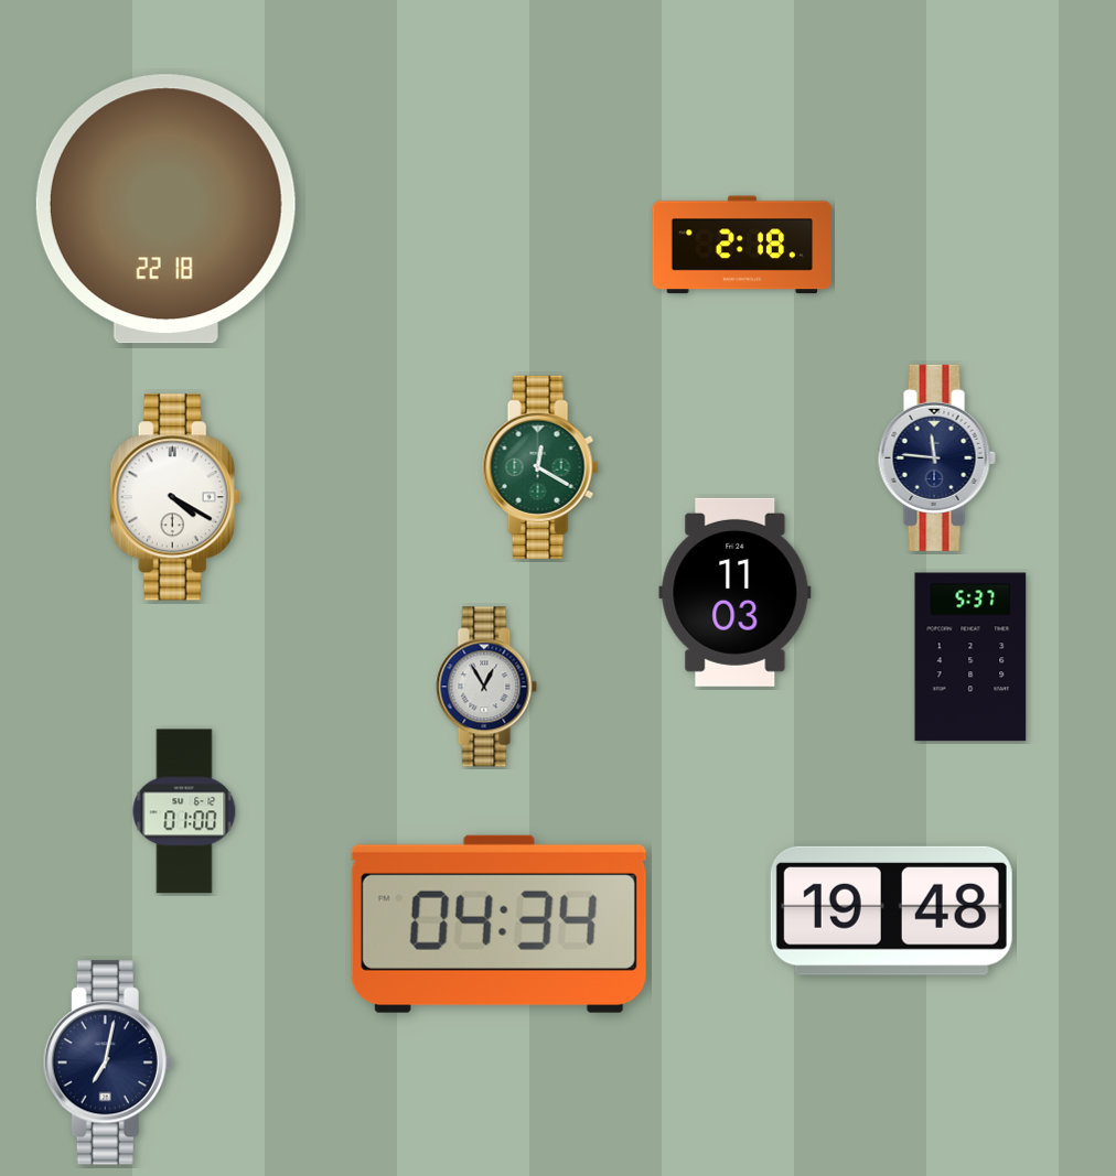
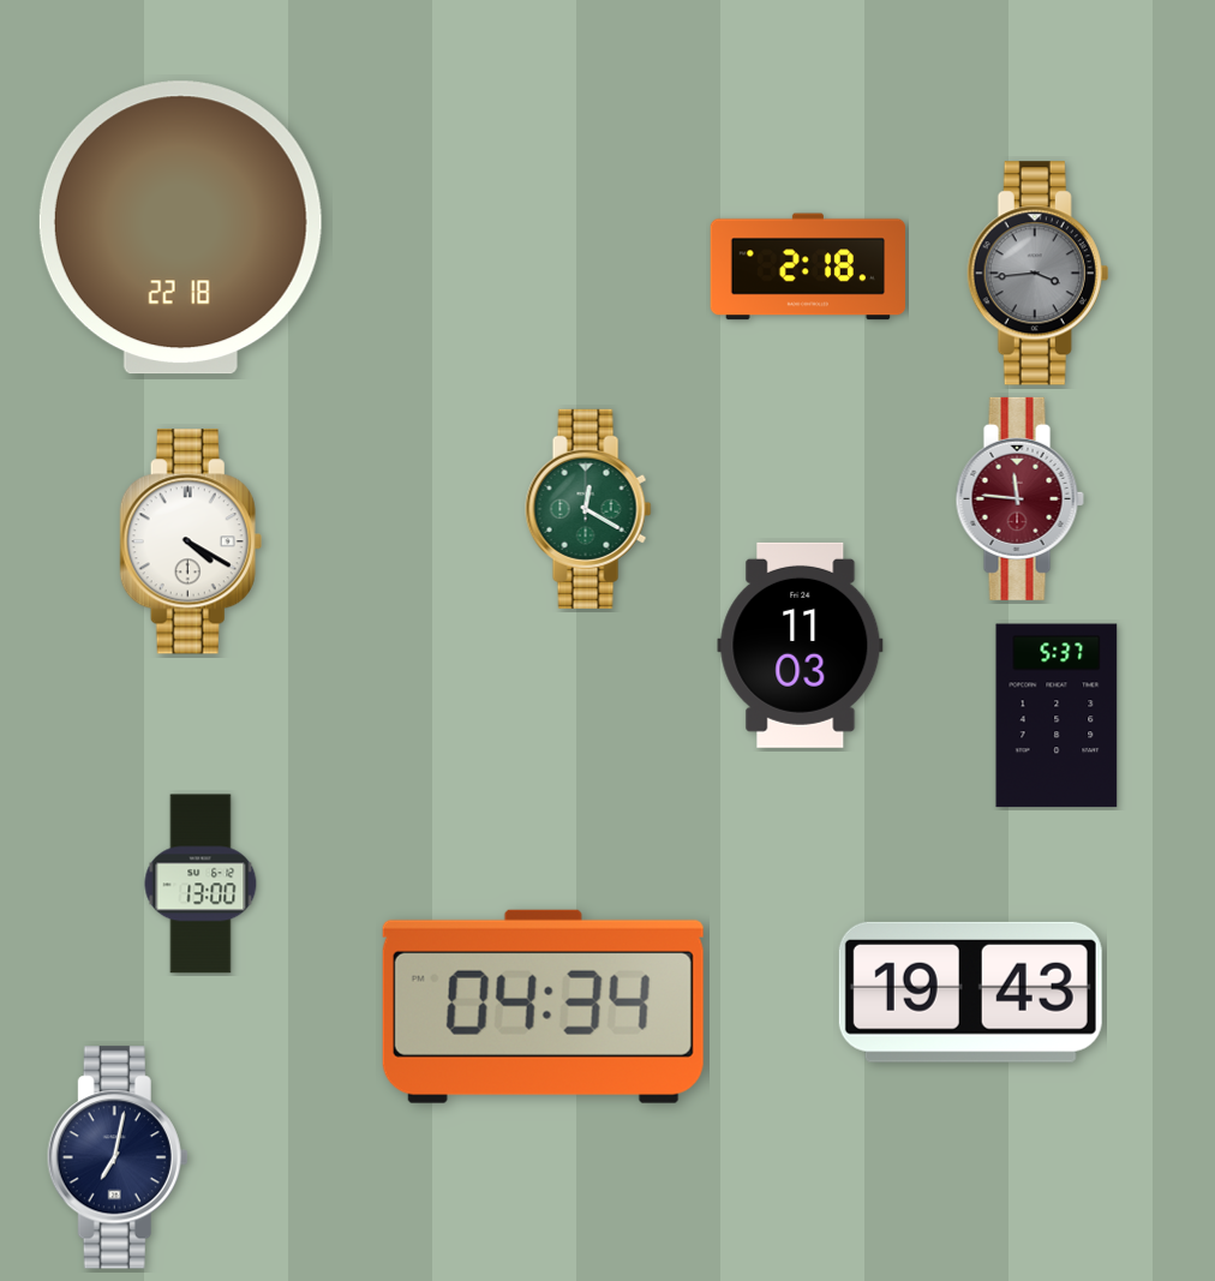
clock at (1039, 274): none -> 3:44
clock at (936, 457) dial: navy -> burgundy
clock at (486, 687): 12:55 -> none
clock at (184, 811): 01:00 -> 13:00
clock at (891, 910): 19:48 -> 19:43
